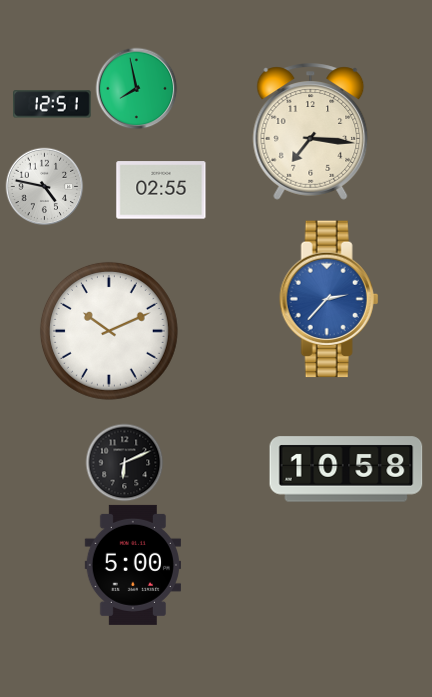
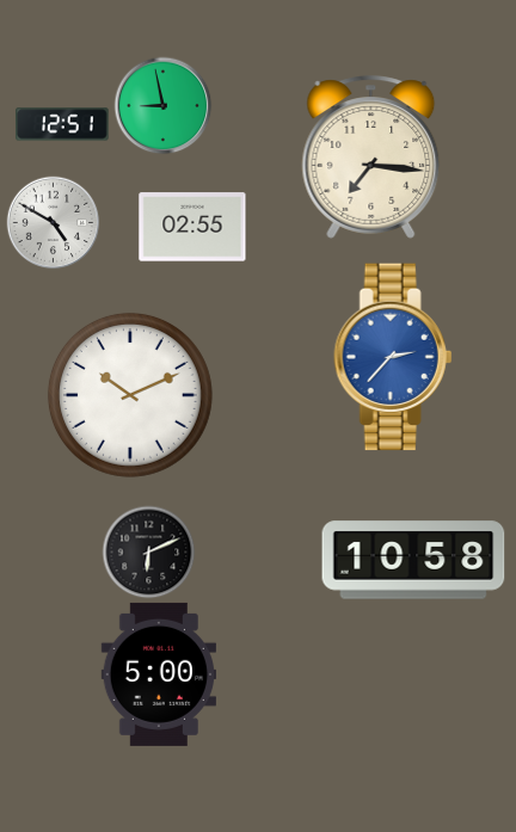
clock at (136, 88): 7:58 -> 8:58
clock at (44, 186): 4:47 -> 4:50
